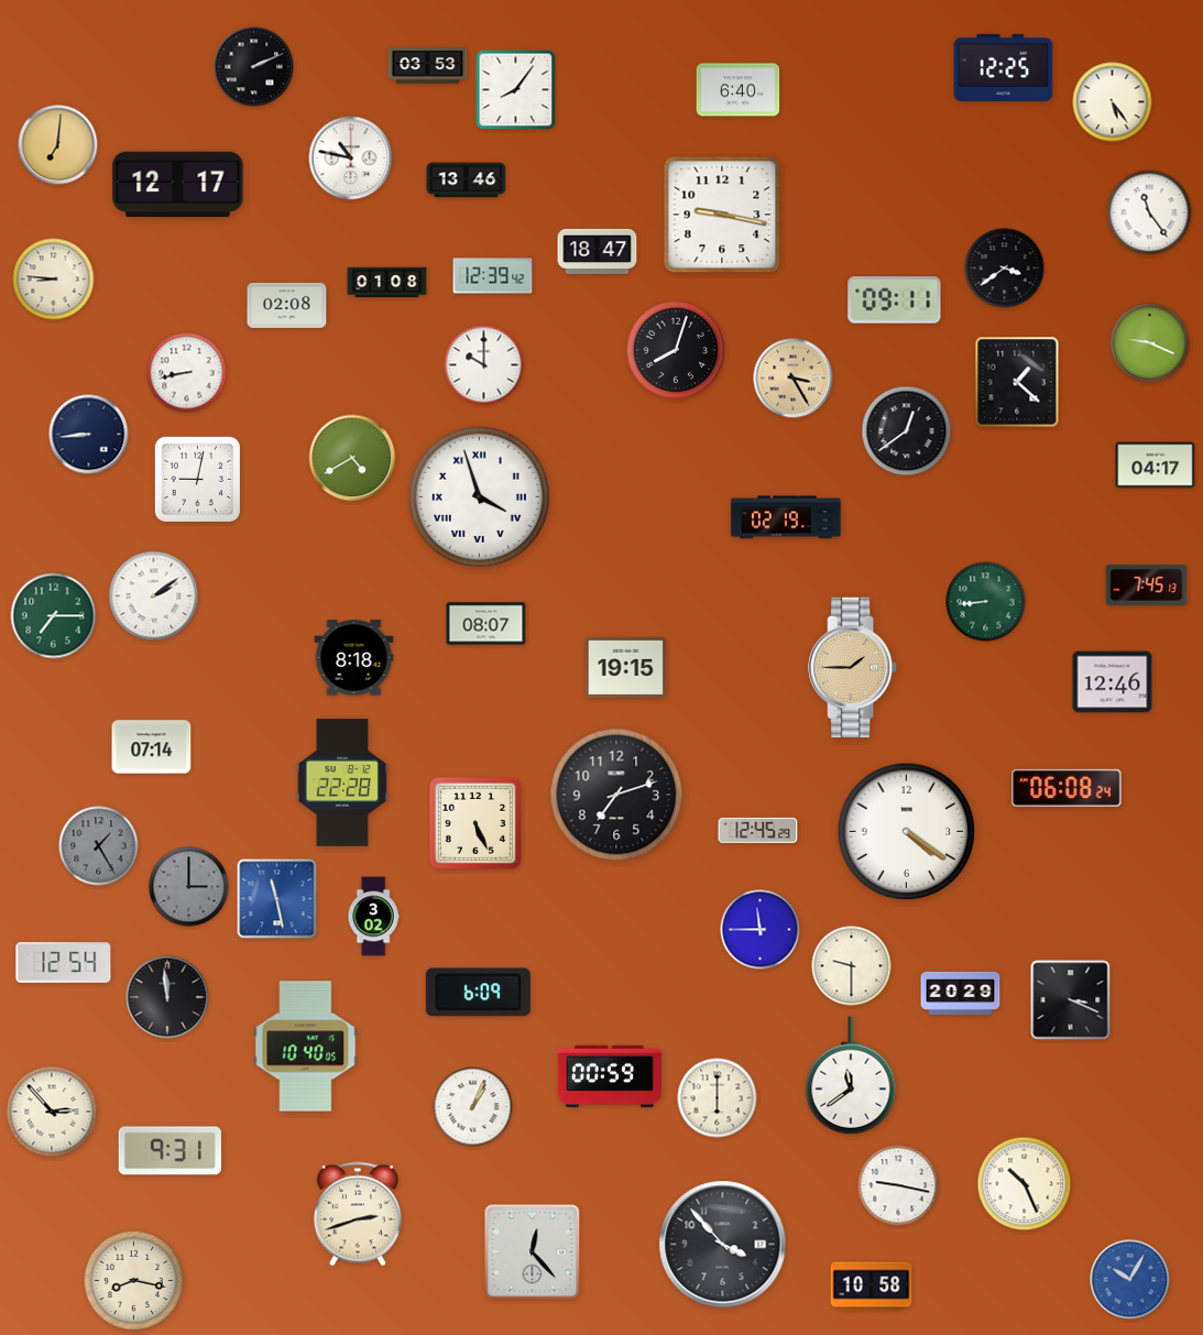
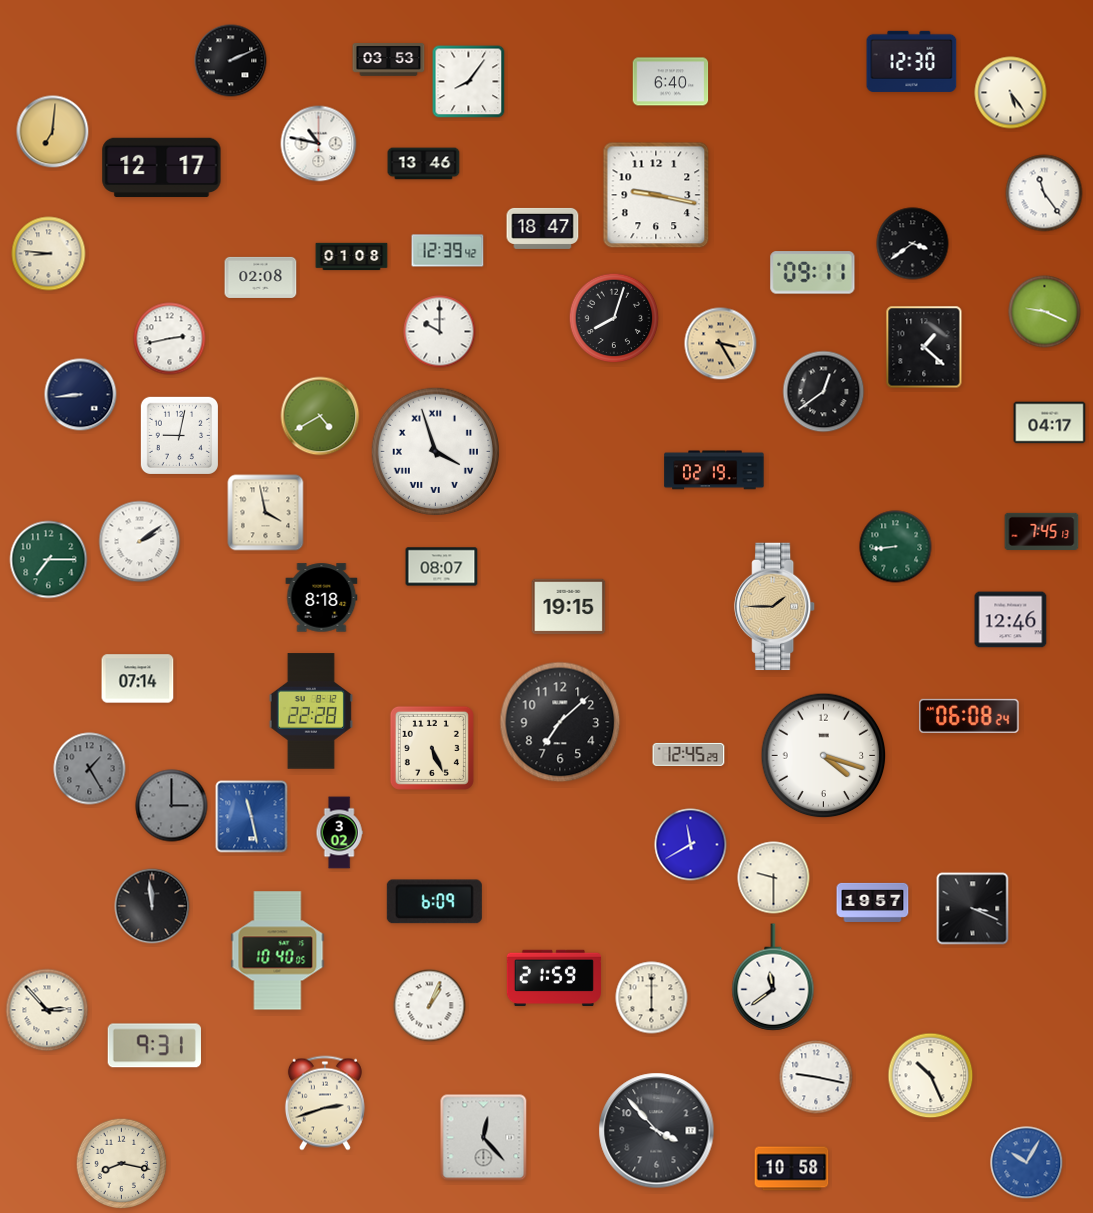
clock at (1004, 67): 12:25 -> 12:30
clock at (187, 373): 8:43 -> 2:43
clock at (266, 513): none -> 3:58
clock at (616, 795): 7:12 -> 7:08
clock at (907, 832): 4:21 -> 4:18
clock at (761, 930): 11:45 -> 11:40
clock at (64, 963): 12:54 -> none
clock at (961, 993): 20:29 -> 19:57
clock at (610, 1076): 00:59 -> 21:59
